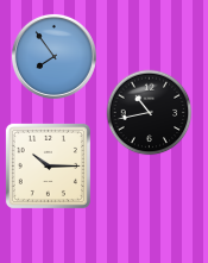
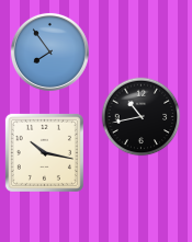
clock at (150, 113) position: (150, 113) -> (142, 117)
clock at (48, 165): 10:15 -> 10:17
